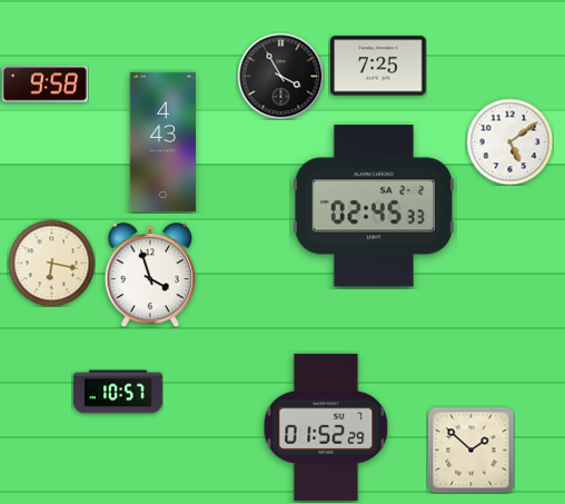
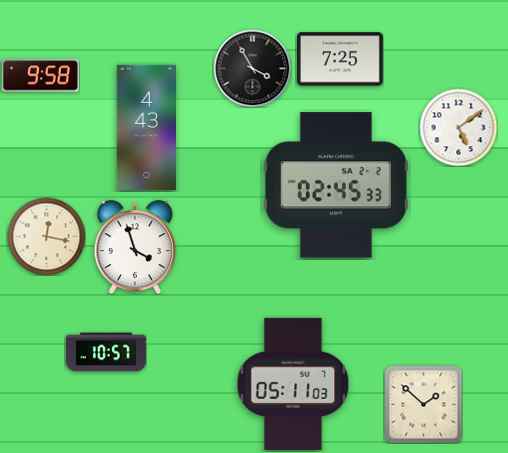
clock at (51, 263): 6:17 -> 12:17
clock at (326, 427): 01:52 -> 05:11
